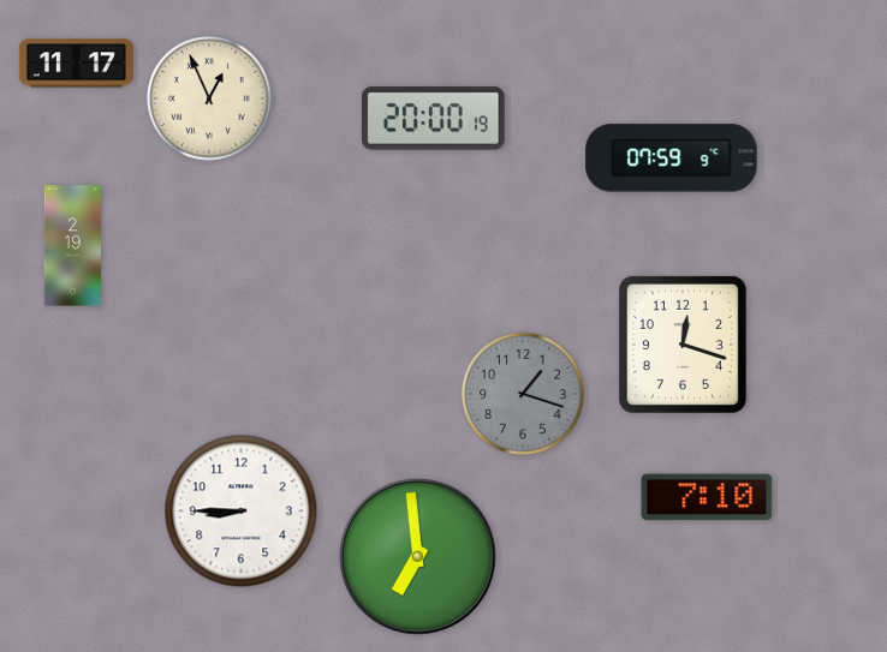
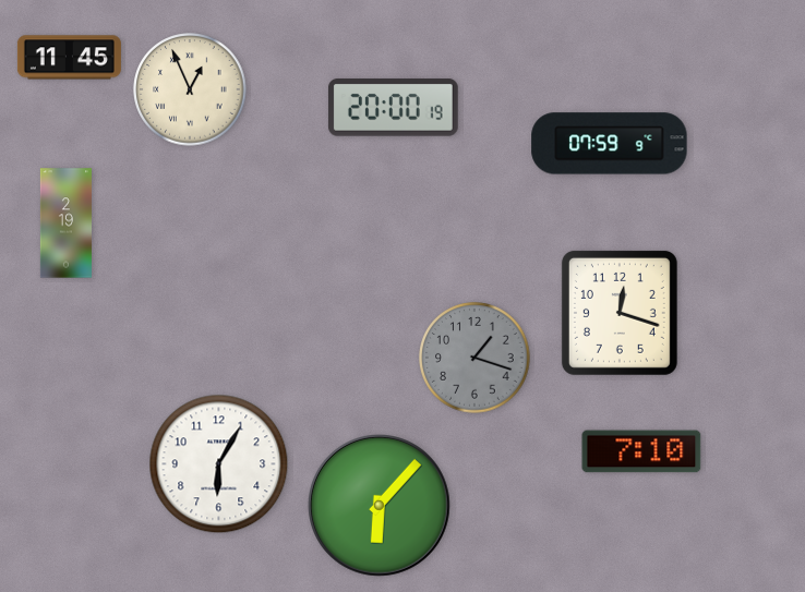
clock at (76, 64): 11:17 -> 11:45
clock at (242, 512): 8:45 -> 6:05
clock at (418, 557): 6:59 -> 6:07
